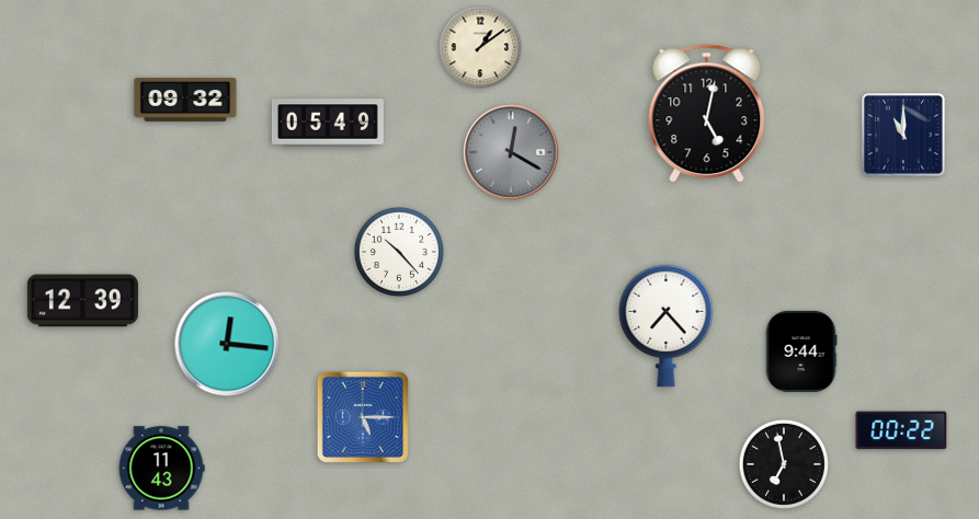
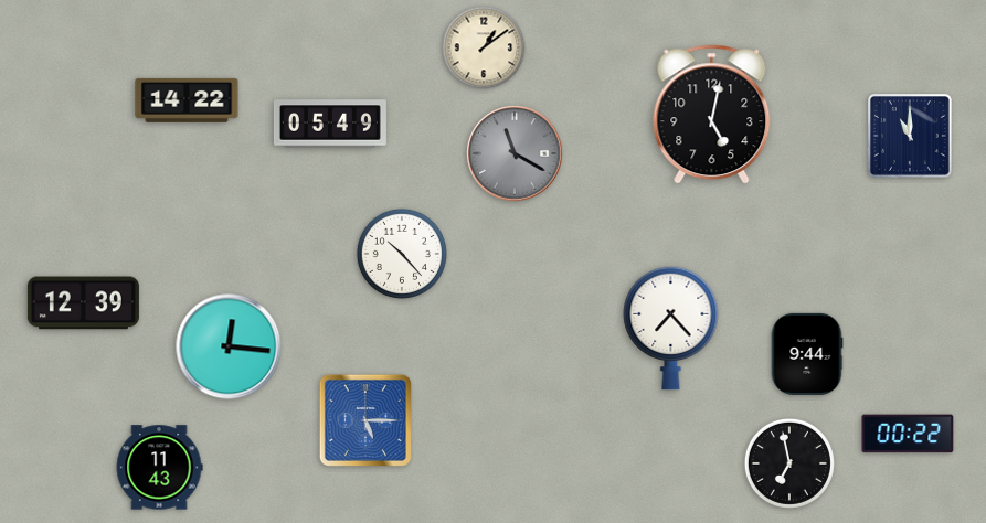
clock at (185, 100): 09:32 -> 14:22
clock at (511, 152): 12:20 -> 11:20
clock at (784, 464) position: (784, 464) -> (789, 463)
clock at (161, 469) position: (161, 469) -> (159, 468)
